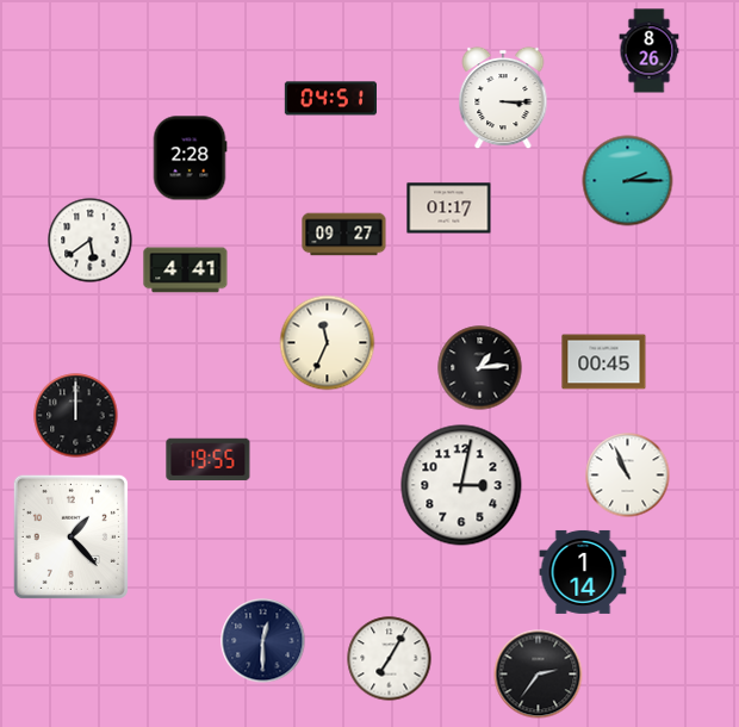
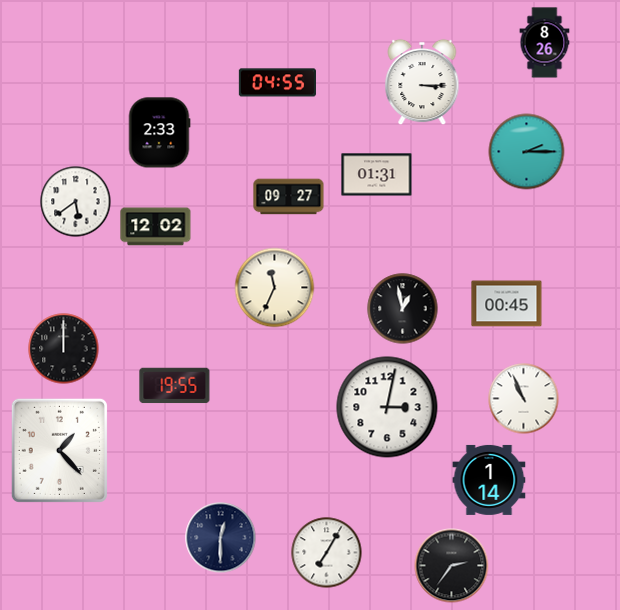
clock at (330, 99): 04:51 -> 04:55
clock at (190, 159): 2:28 -> 2:33
clock at (449, 209): 01:17 -> 01:31
clock at (186, 271): 4:41 -> 12:02
clock at (480, 368): 1:14 -> 12:58
clock at (628, 476) position: (628, 476) -> (524, 399)
